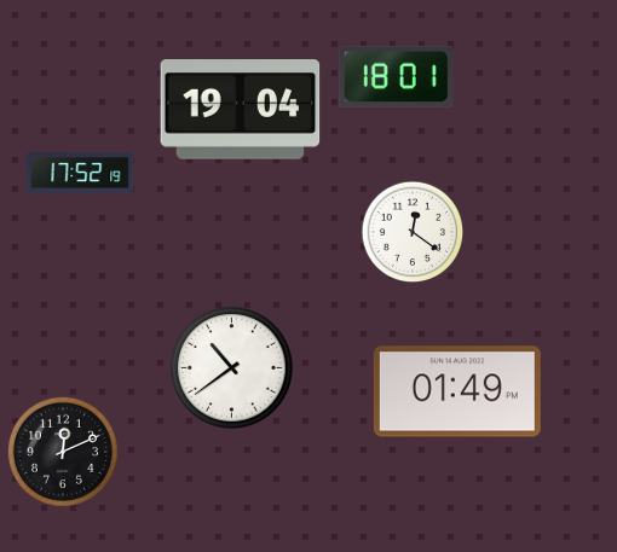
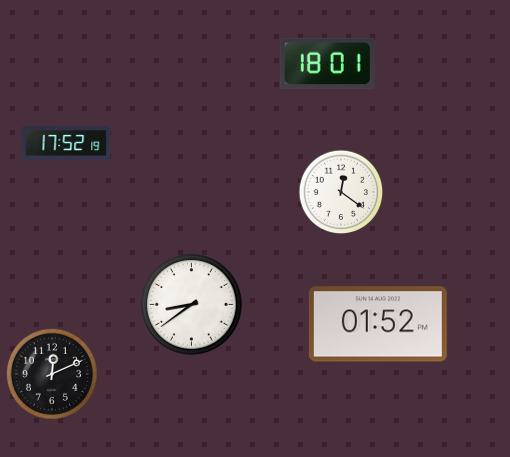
clock at (241, 110): 19:04 -> none
clock at (232, 368): 10:39 -> 8:39
clock at (457, 391): 01:49 -> 01:52
